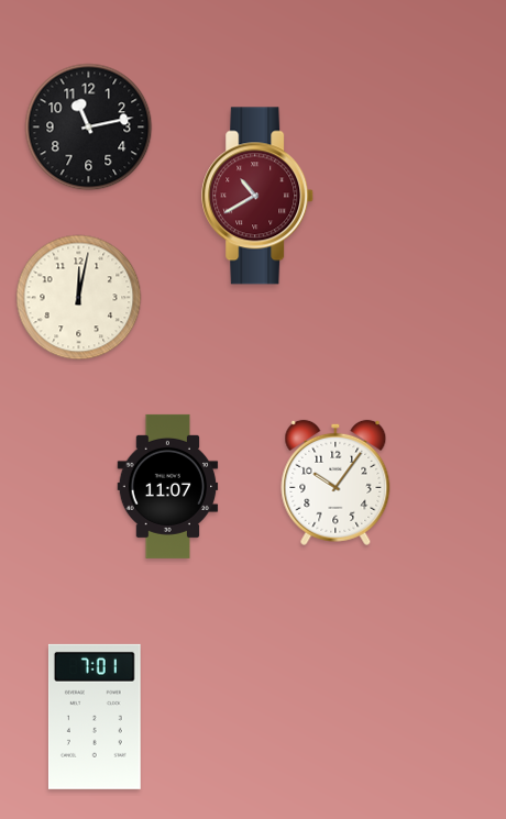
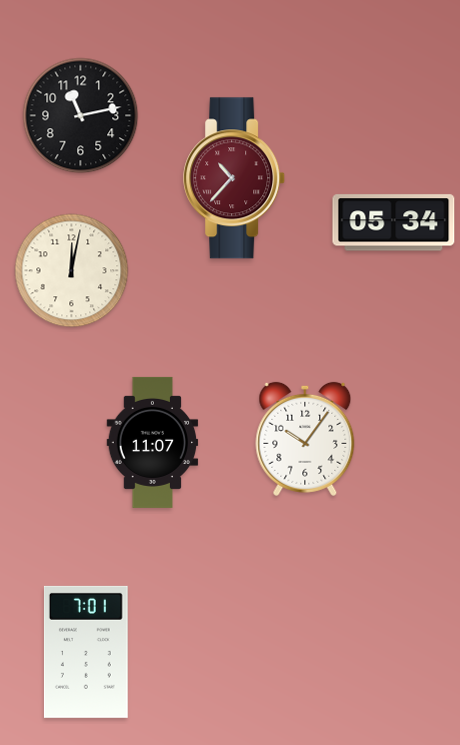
clock at (258, 196): 10:40 -> 10:37
clock at (394, 223): none -> 05:34
